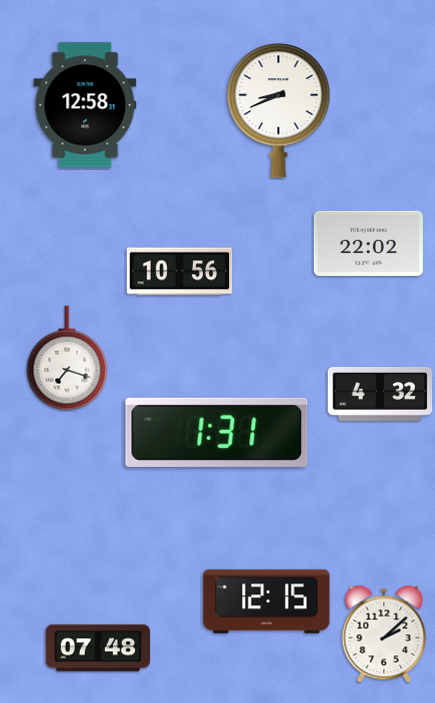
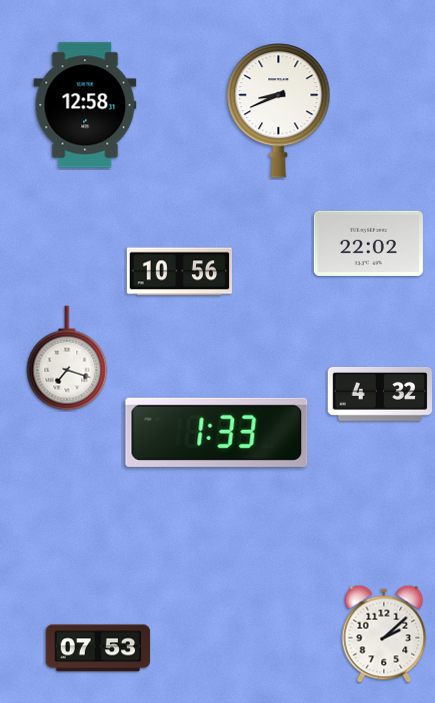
clock at (217, 432): 1:31 -> 1:33
clock at (267, 602): 12:15 -> none
clock at (98, 648): 07:48 -> 07:53
